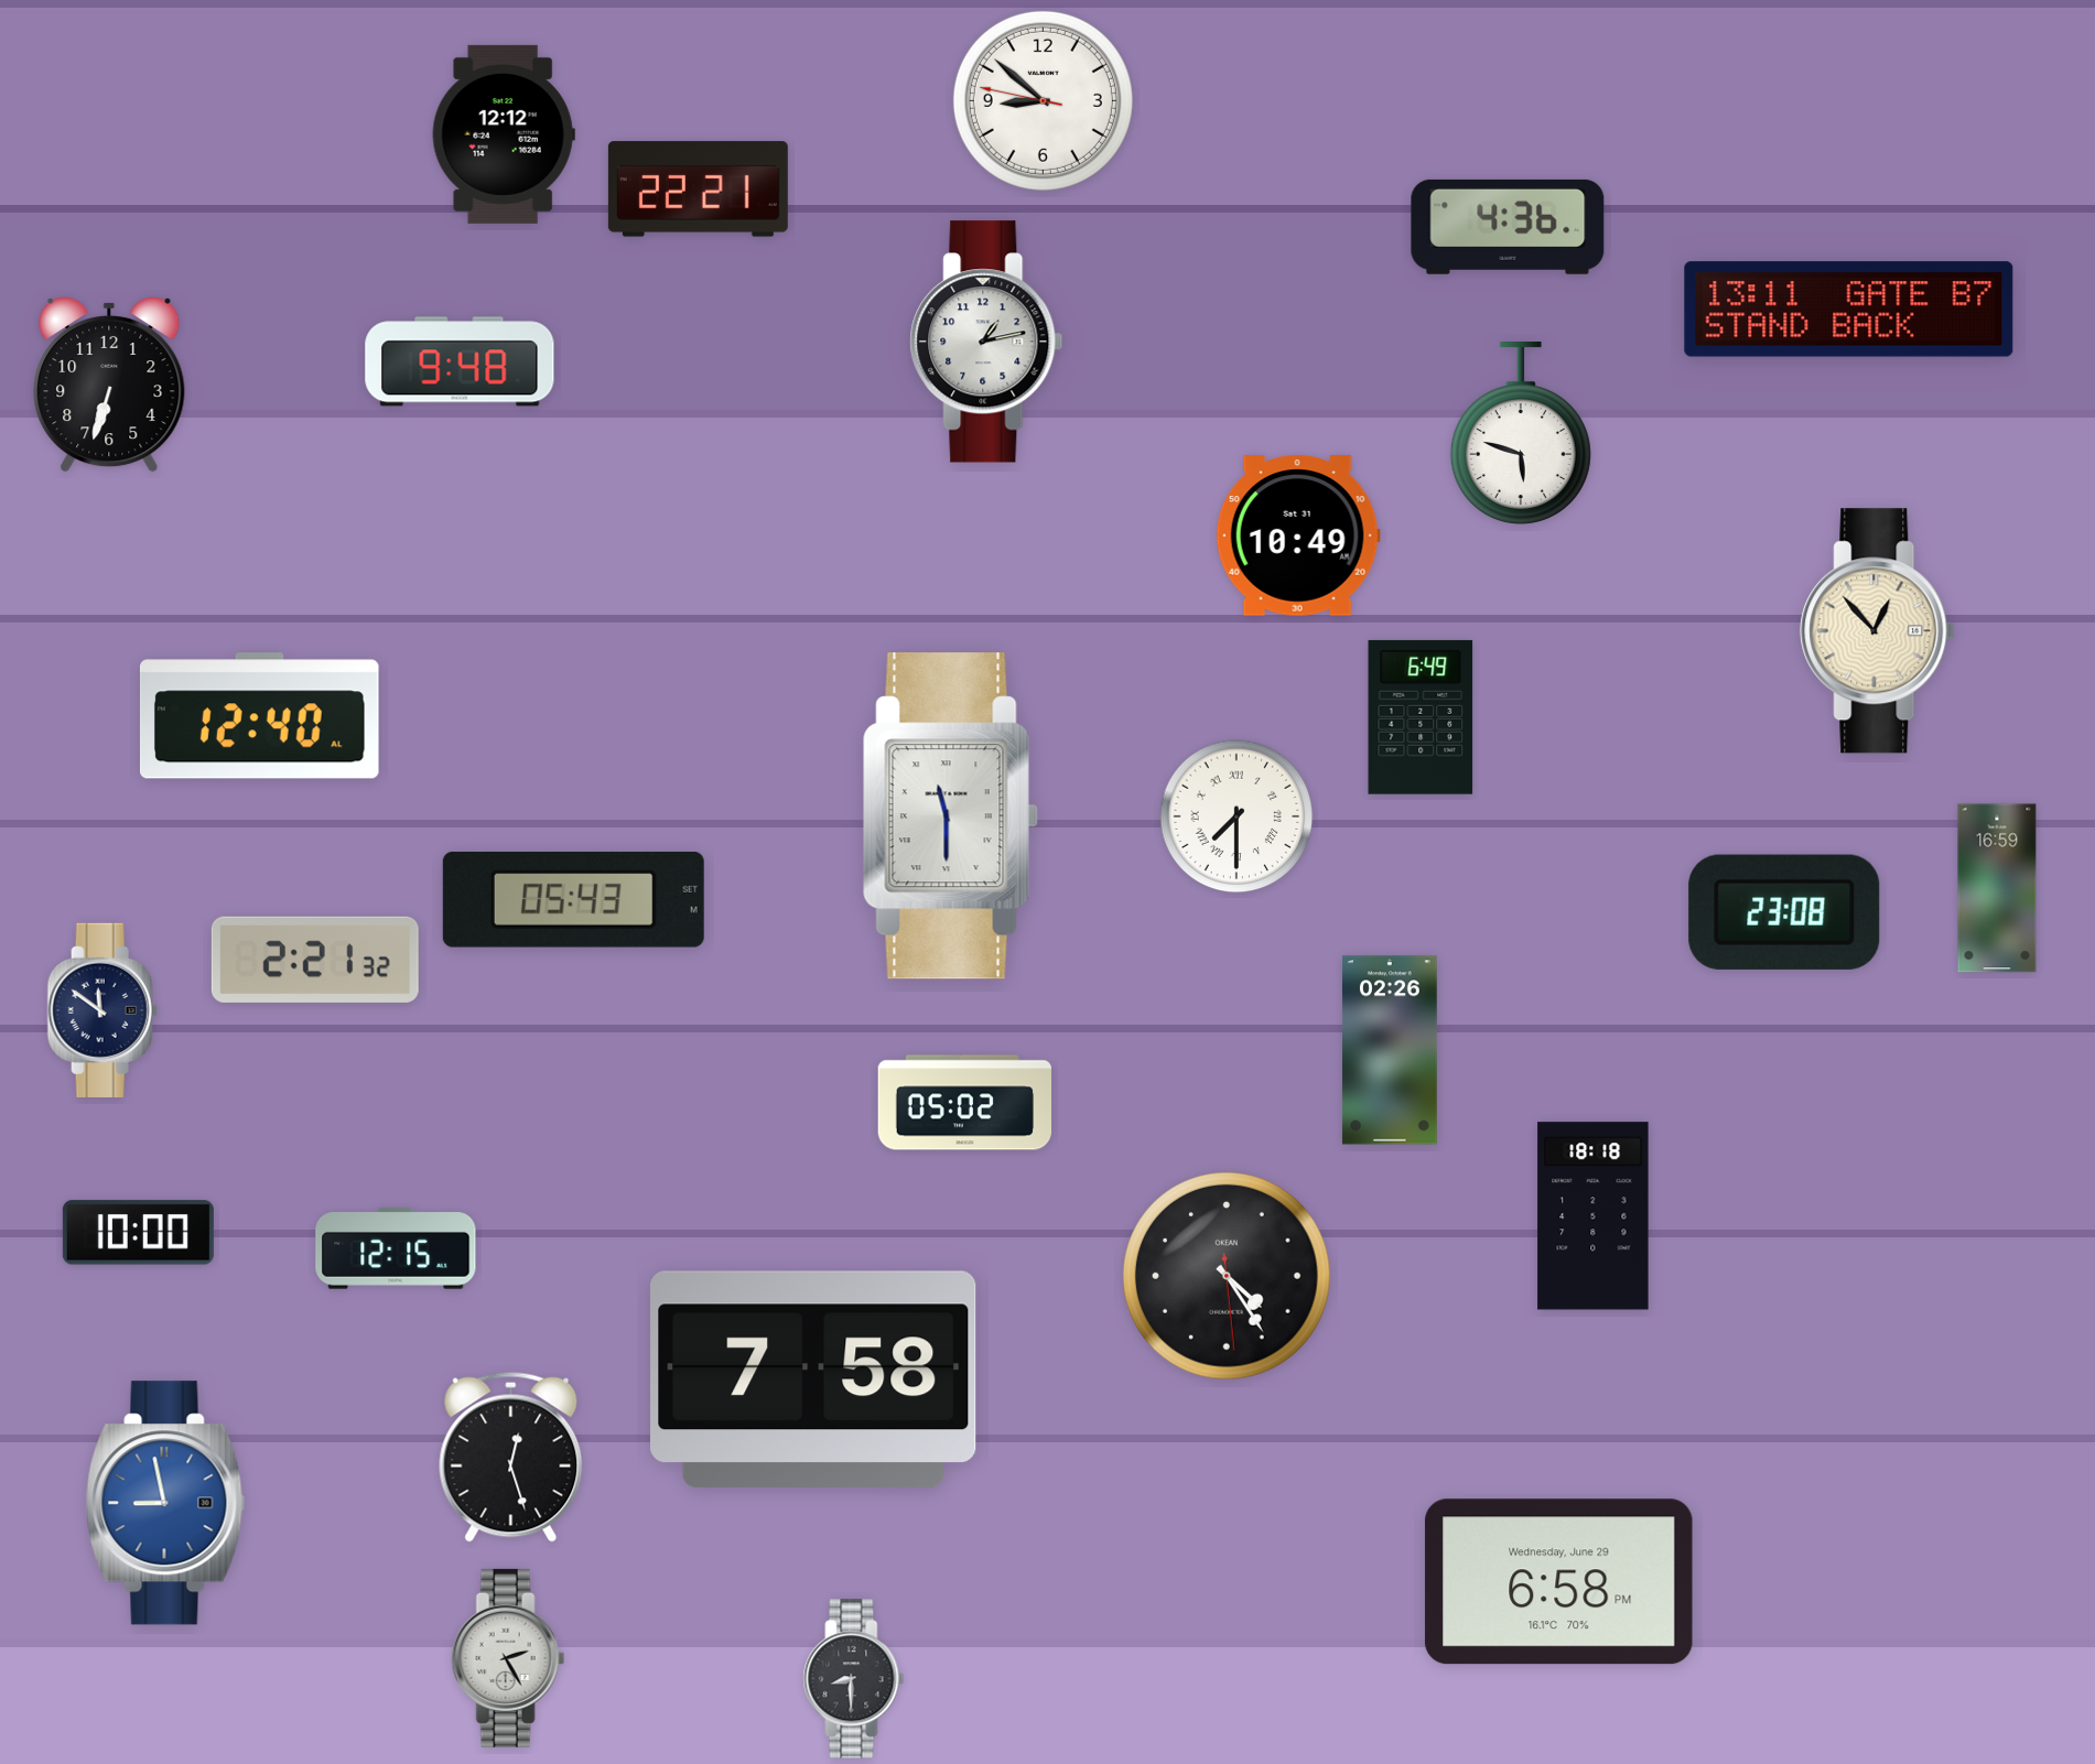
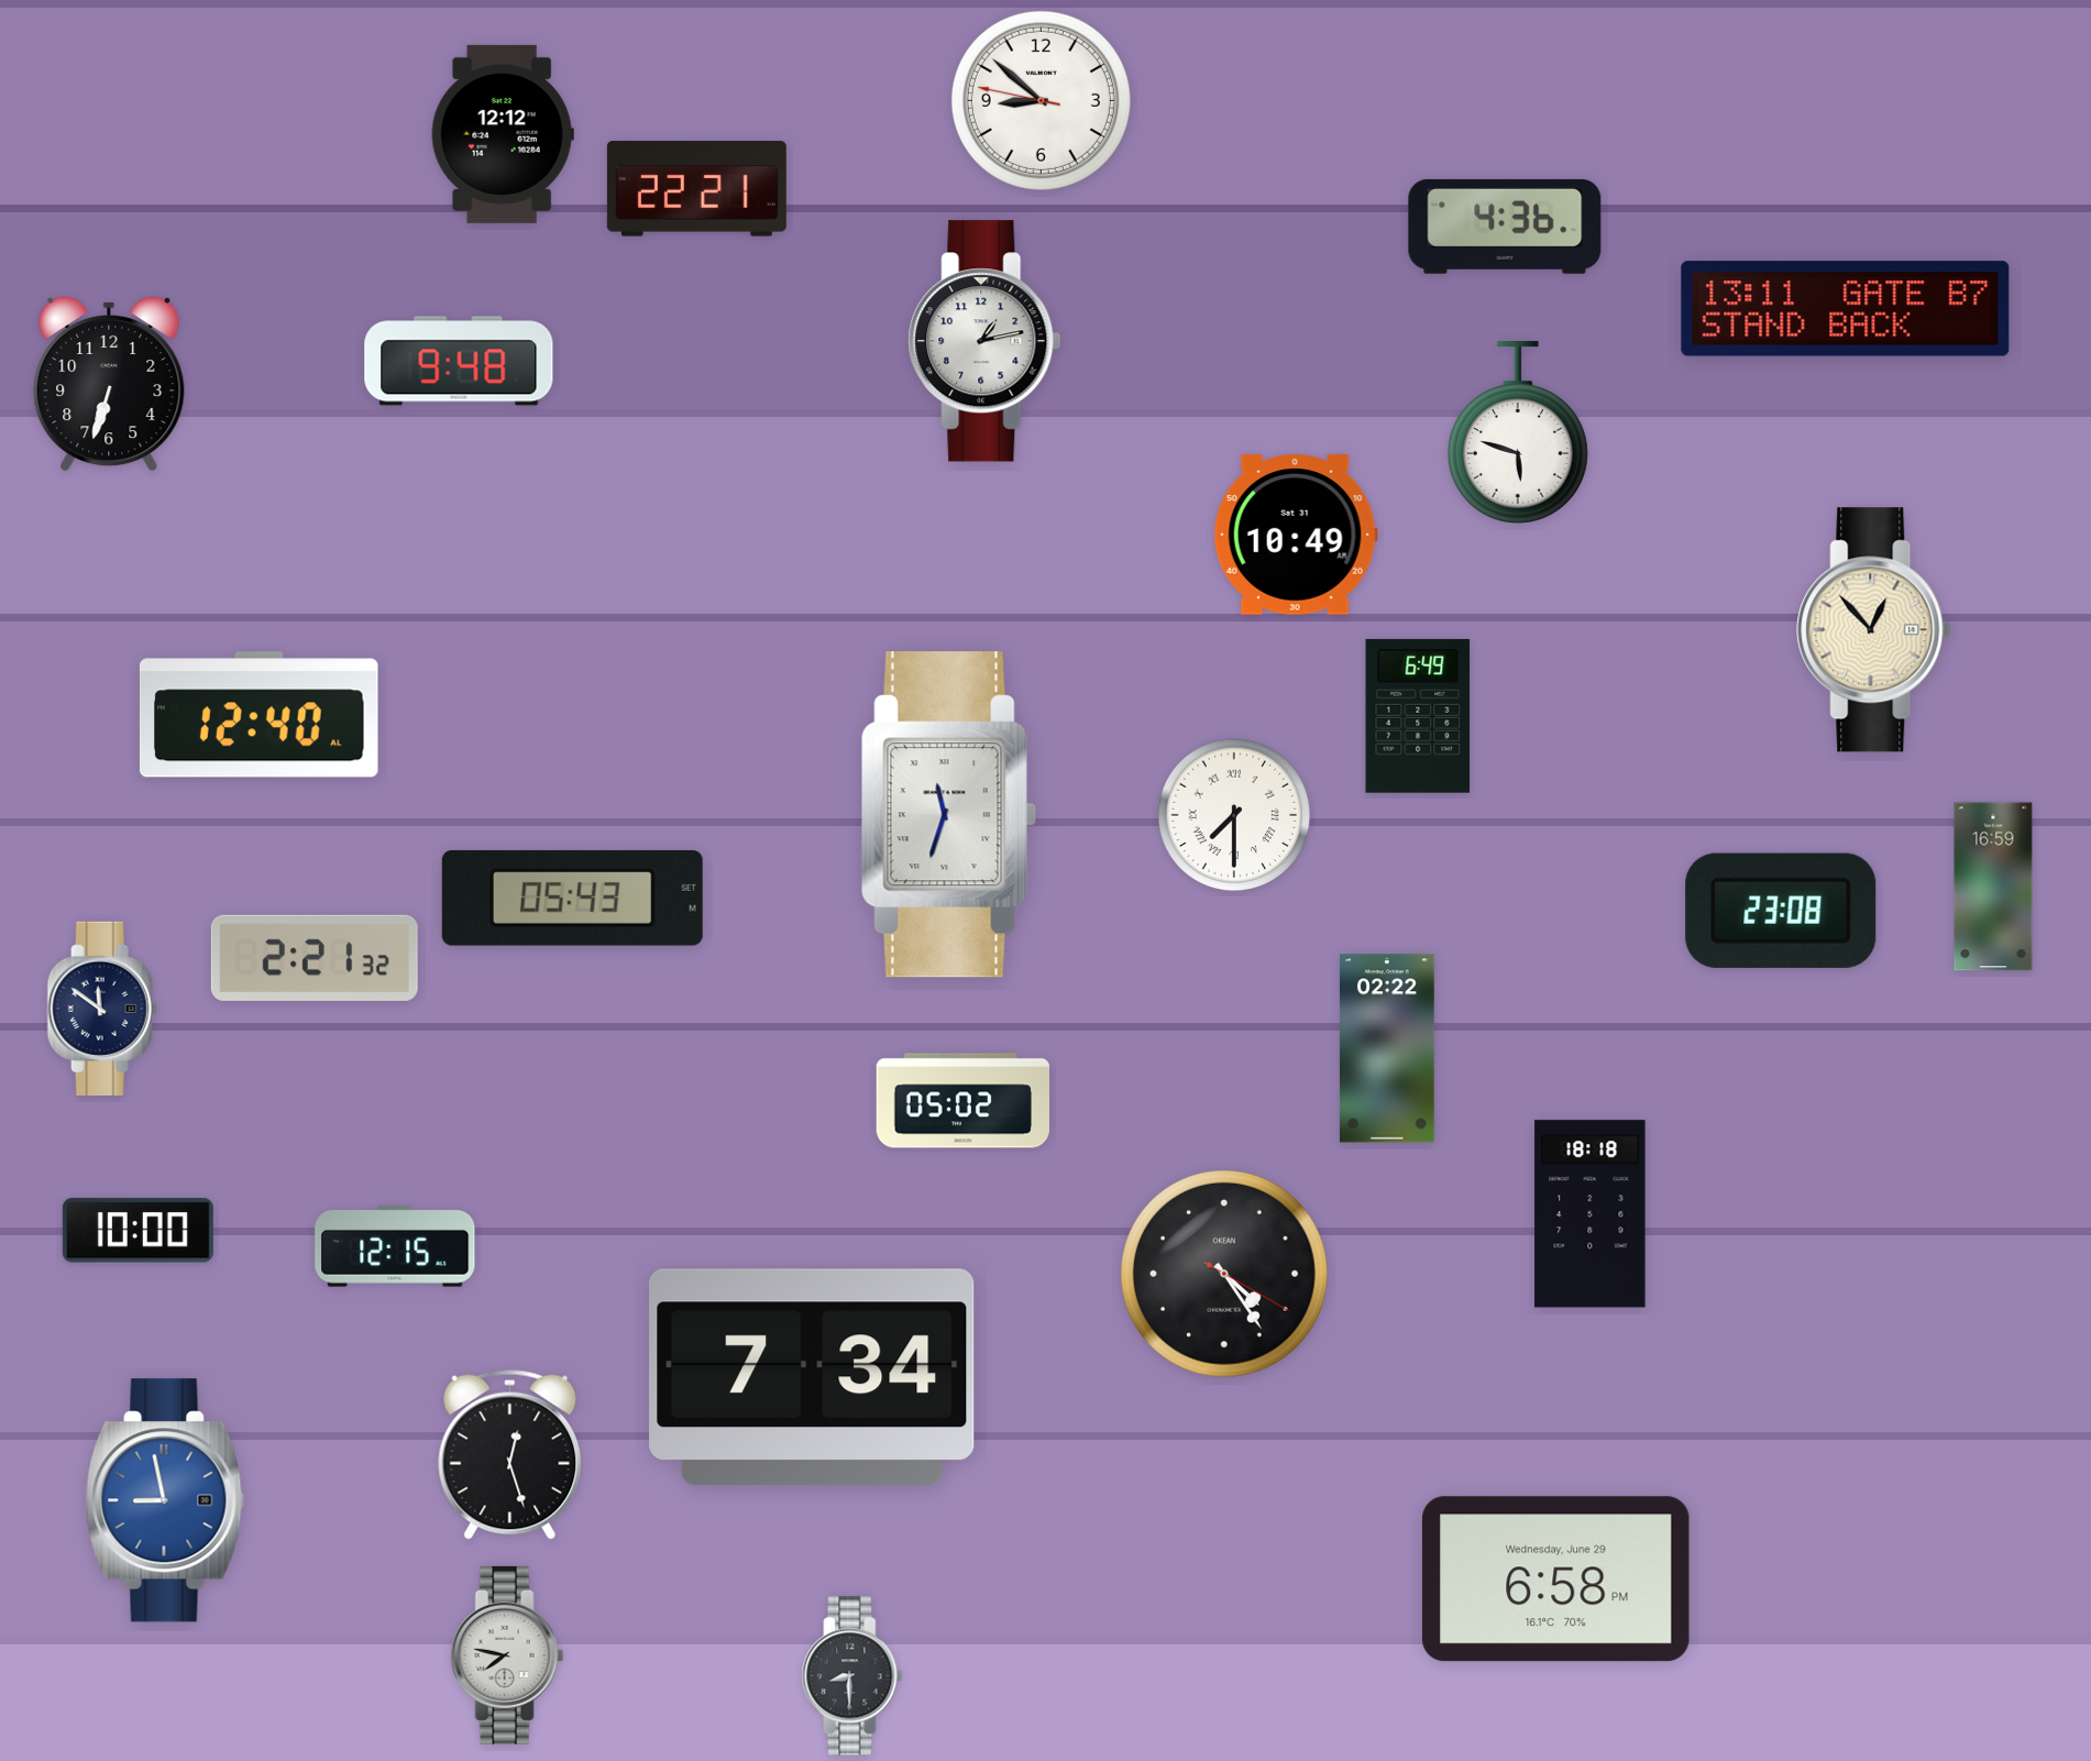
clock at (950, 816): 11:30 -> 11:33
clock at (1390, 1050): 02:26 -> 02:22
clock at (1228, 1277): 4:24:29 -> 4:24:20
clock at (813, 1379): 7:58 -> 7:34
clock at (508, 1658): 2:25 -> 7:47
